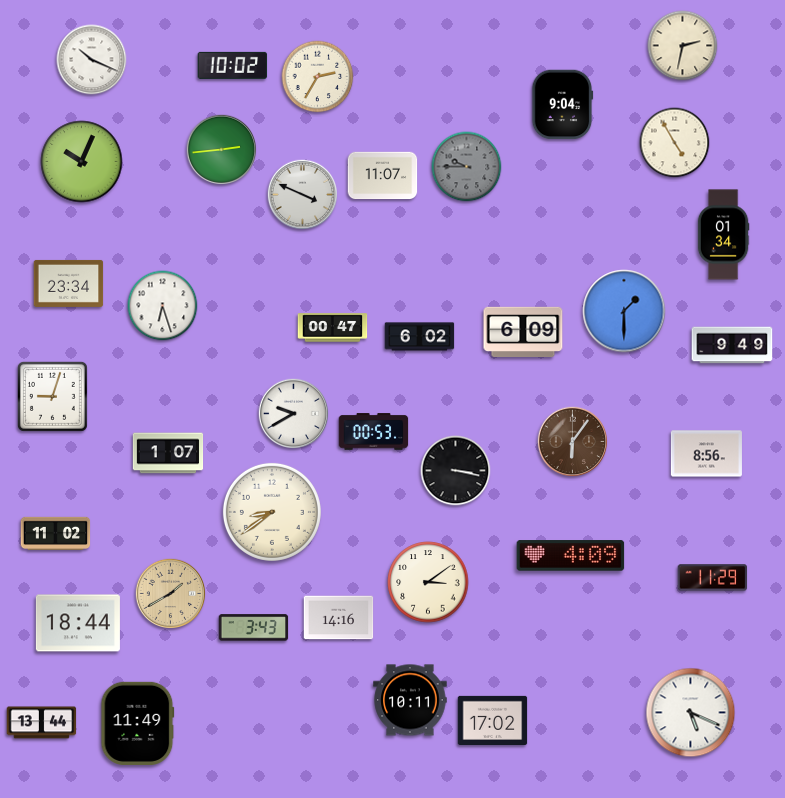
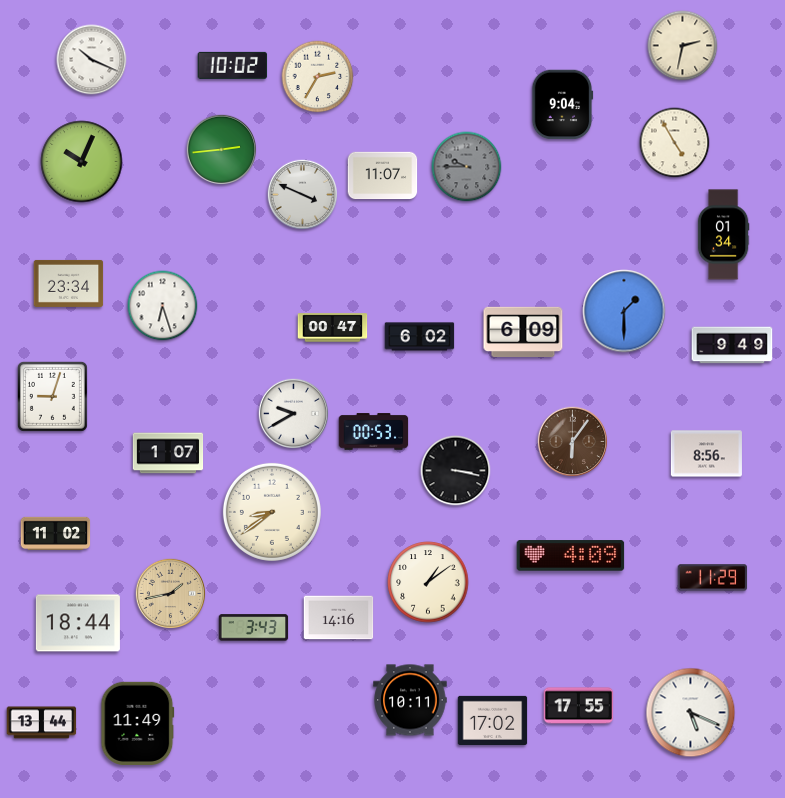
clock at (428, 582): 3:09 -> 1:09
clock at (171, 594): 1:40 -> 1:43
clock at (579, 706): none -> 17:55
